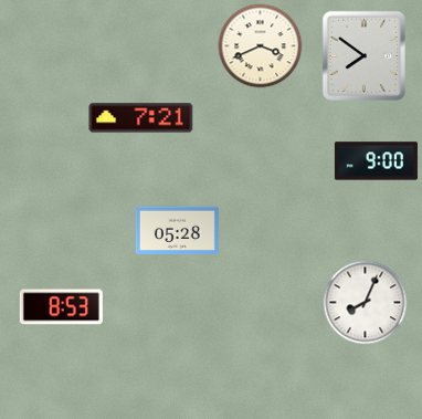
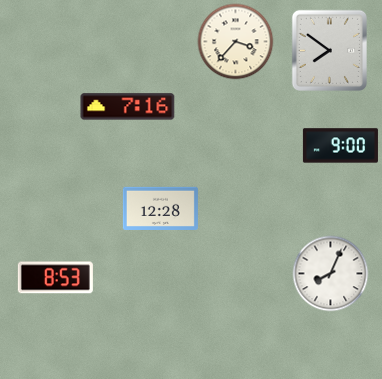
clock at (261, 46): 3:41 -> 3:37
clock at (141, 118): 7:21 -> 7:16
clock at (177, 230): 05:28 -> 12:28
